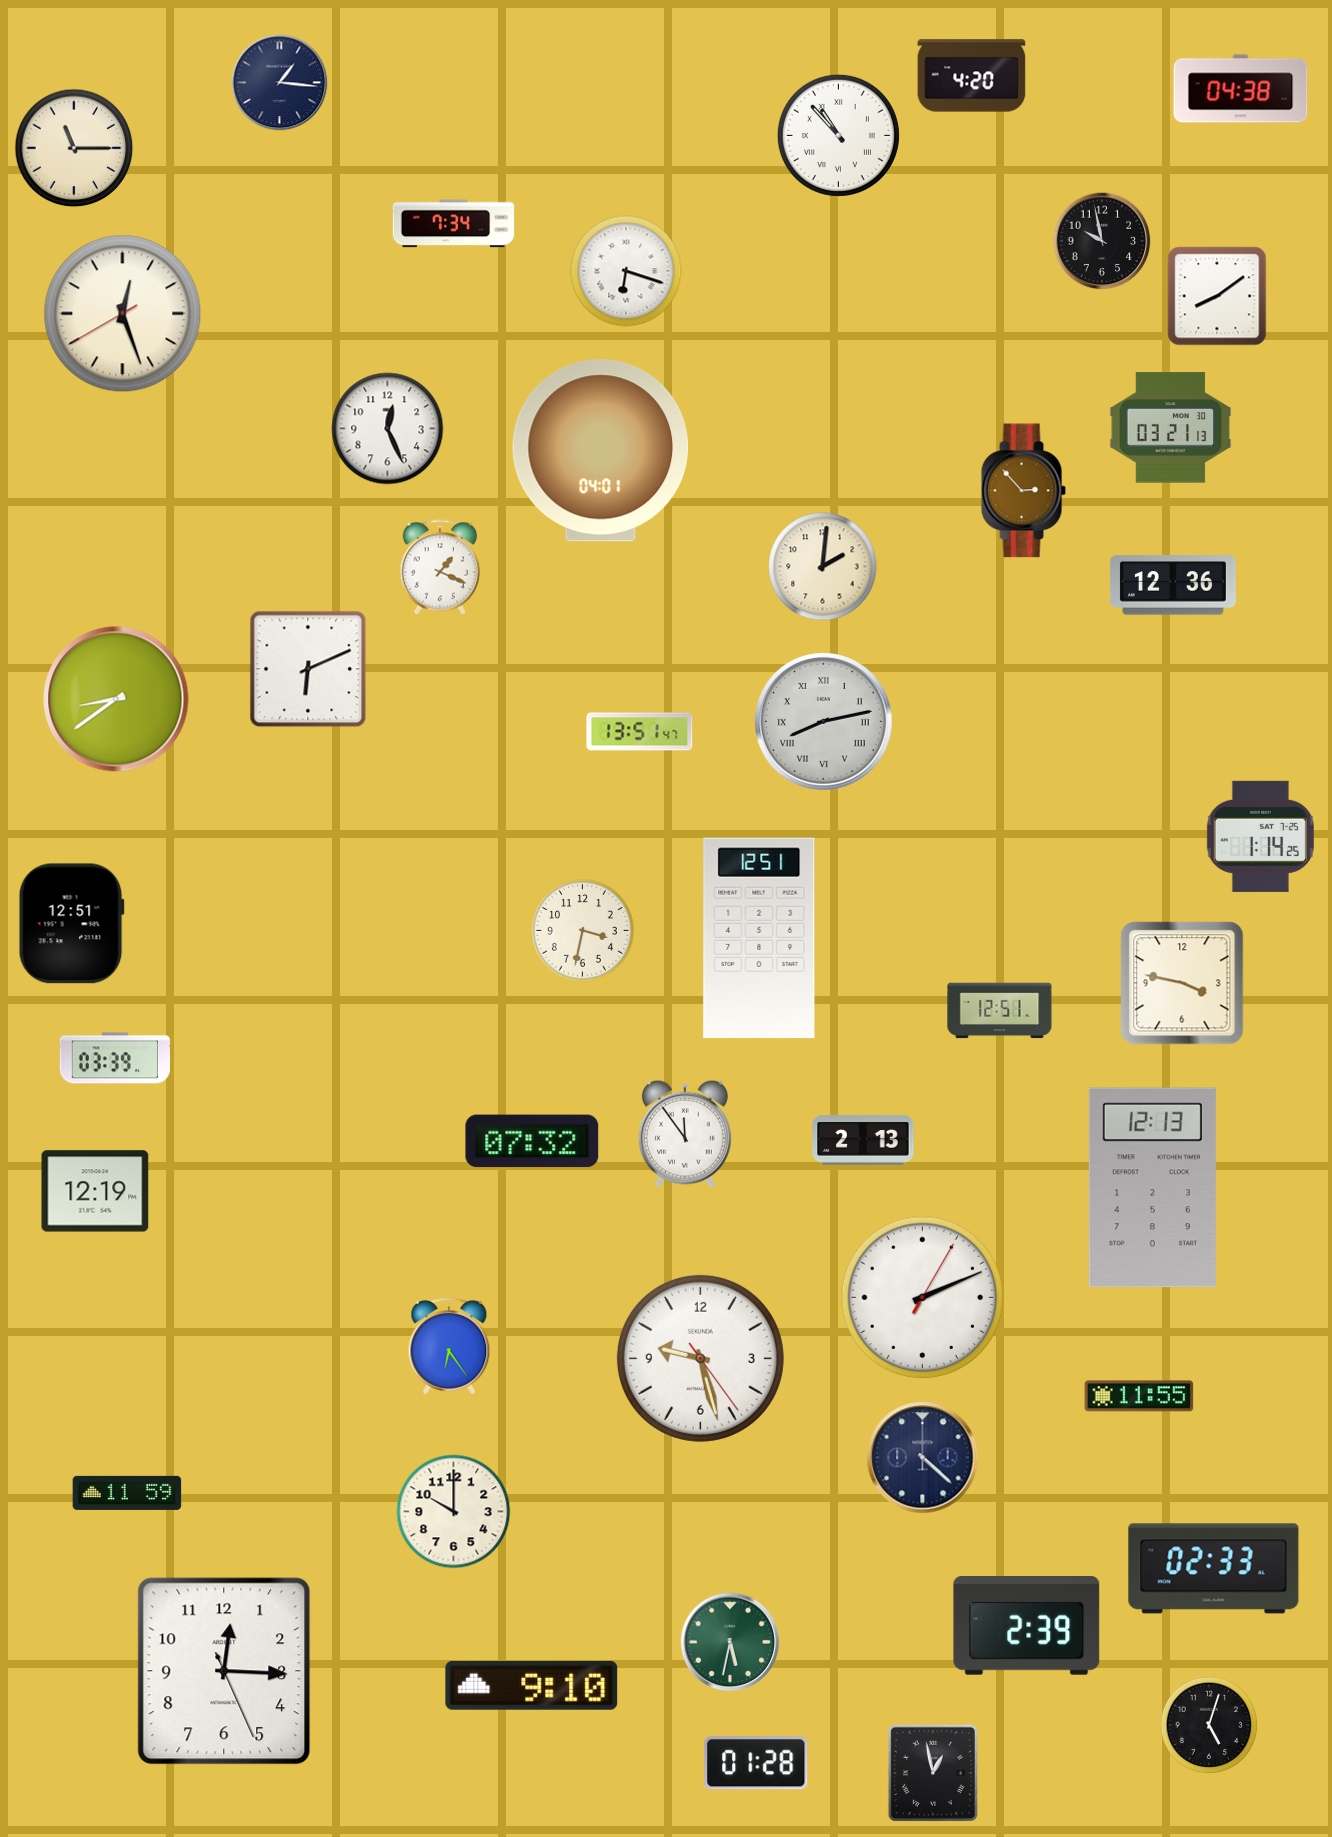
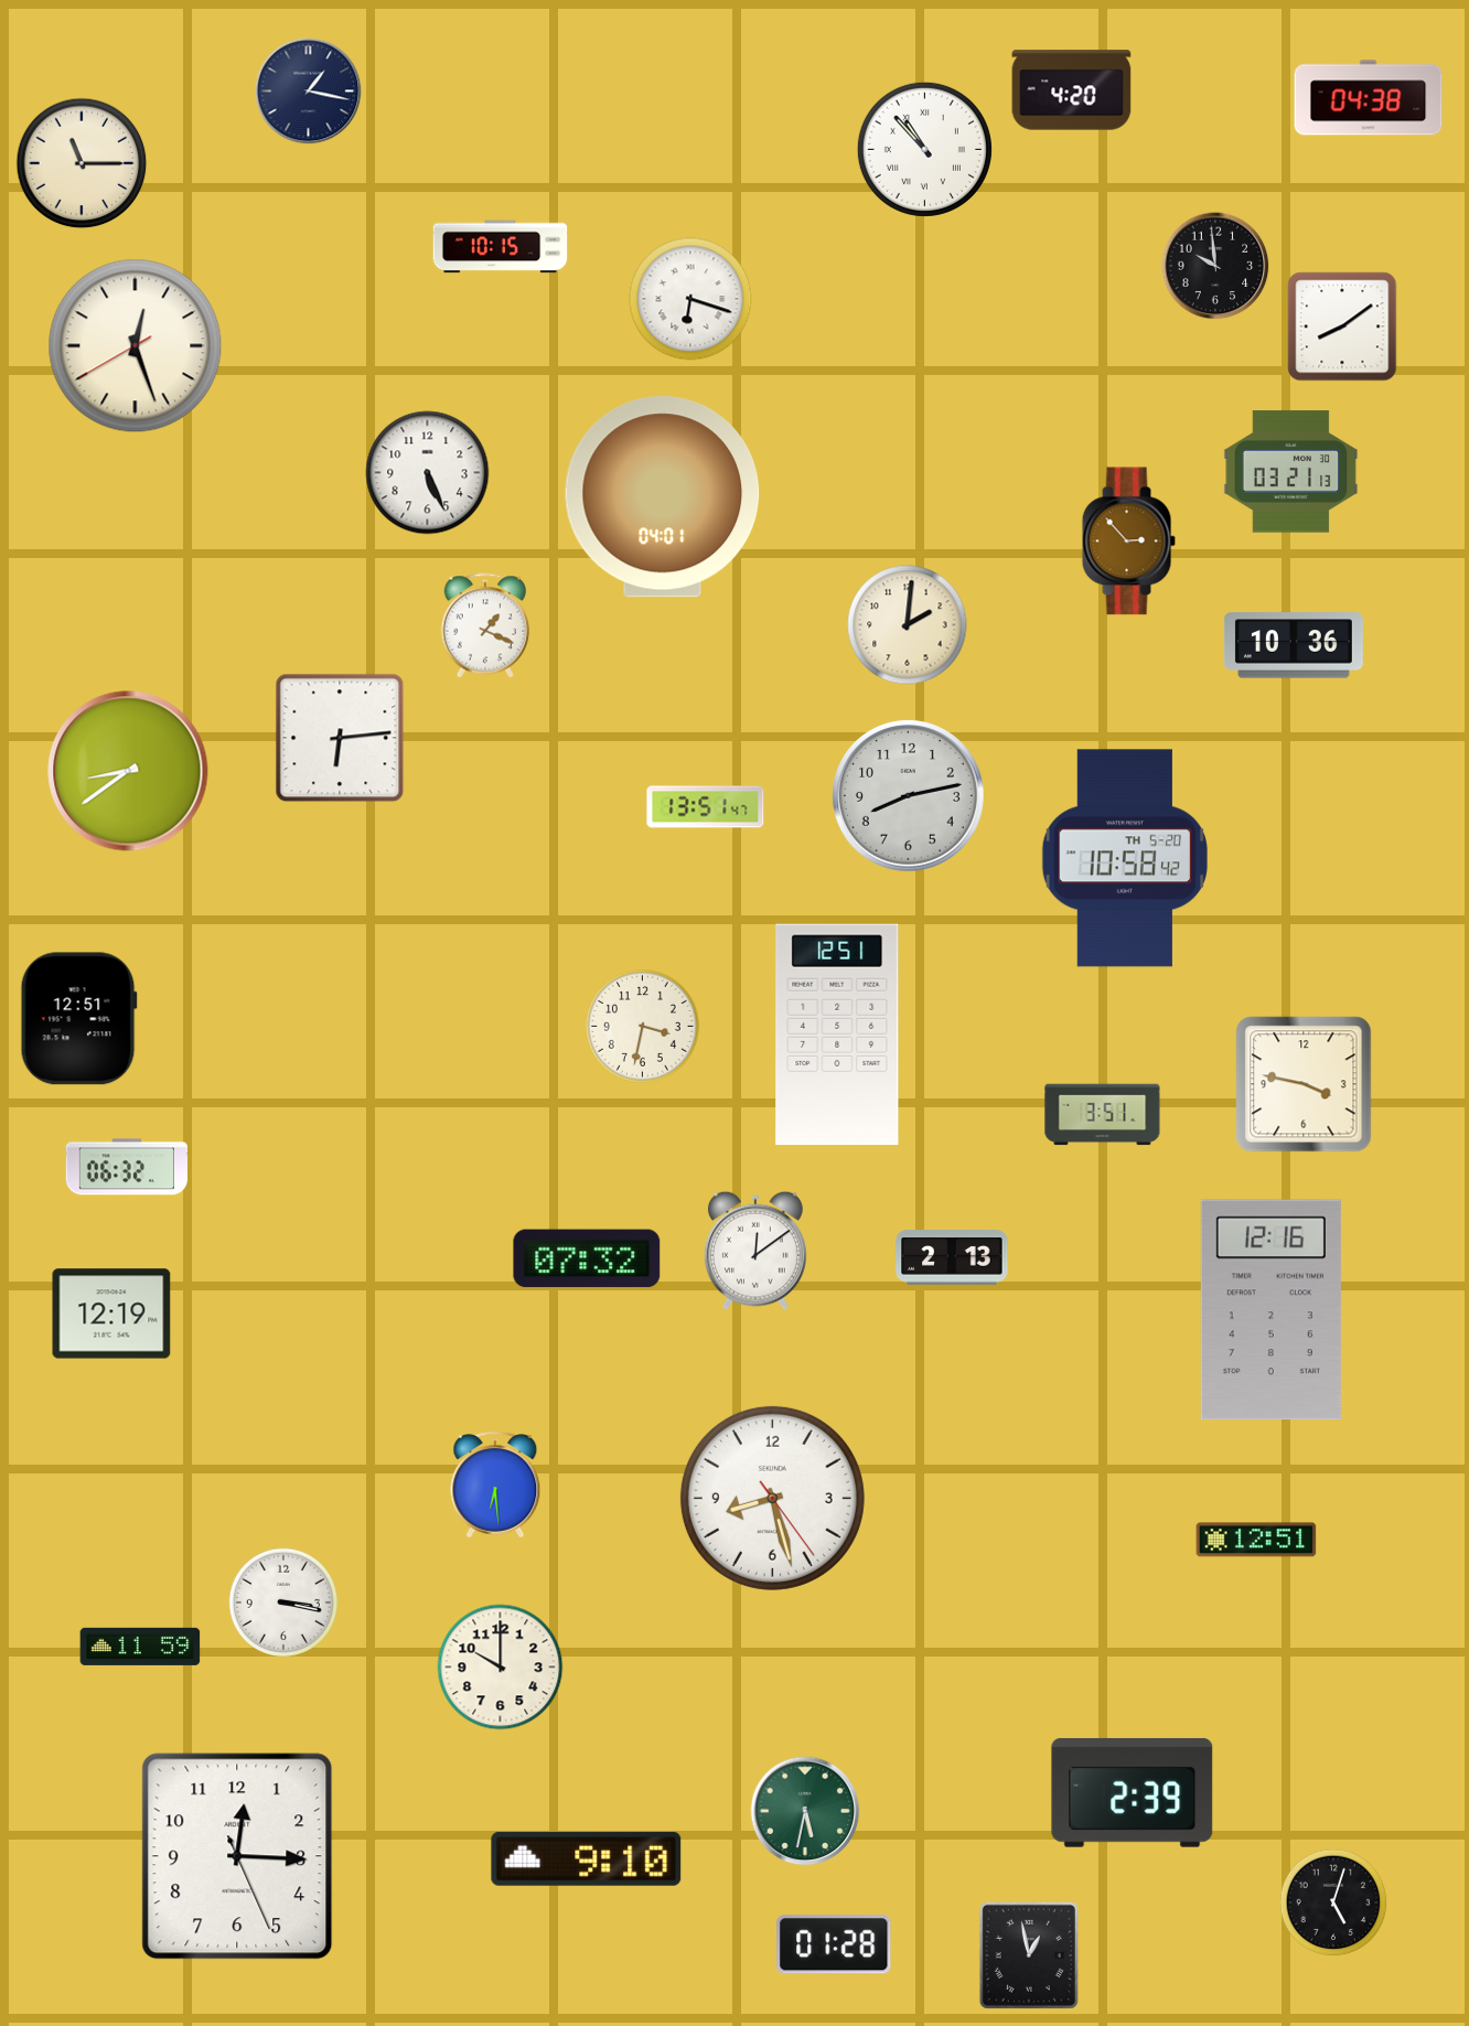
clock at (972, 76) position: (972, 76) -> (1072, 90)
clock at (280, 83): 1:16 -> 1:17
clock at (454, 224): 7:34 -> 10:15
clock at (1102, 241): 9:58 -> 9:59
clock at (388, 429): 12:26 -> 5:26
clock at (1173, 585): 12:36 -> 10:36
clock at (308, 669): 6:11 -> 6:14
clock at (823, 721) numerals: Roman -> Arabic
clock at (1125, 858): none -> 10:58
clock at (1260, 836): 1:14 -> none
clock at (1000, 1011): 12:51 -> 3:51
clock at (114, 1058): 03:39 -> 06:32
clock at (685, 1134): 11:54 -> 12:09
clock at (1152, 1188): 12:13 -> 12:16
clock at (95, 1191) position: (95, 1191) -> (111, 1314)
clock at (923, 1298): 2:11 -> none
clock at (449, 1346): 6:24 -> 6:29
clock at (700, 1358): 9:27 -> 8:27
clock at (1139, 1396): 11:55 -> 12:51
clock at (283, 1602): none -> 3:17
clock at (923, 1458): 4:22 -> none
clock at (1214, 1569): 02:33 -> none
clock at (224, 1671) position: (224, 1671) -> (237, 1856)
